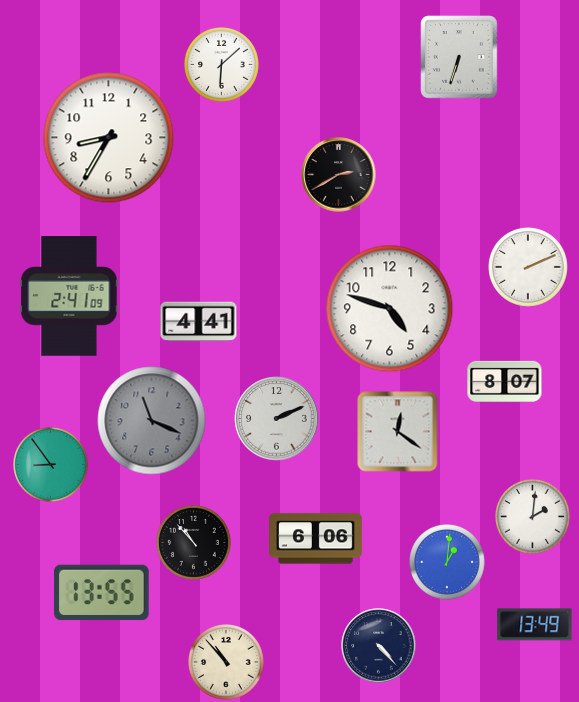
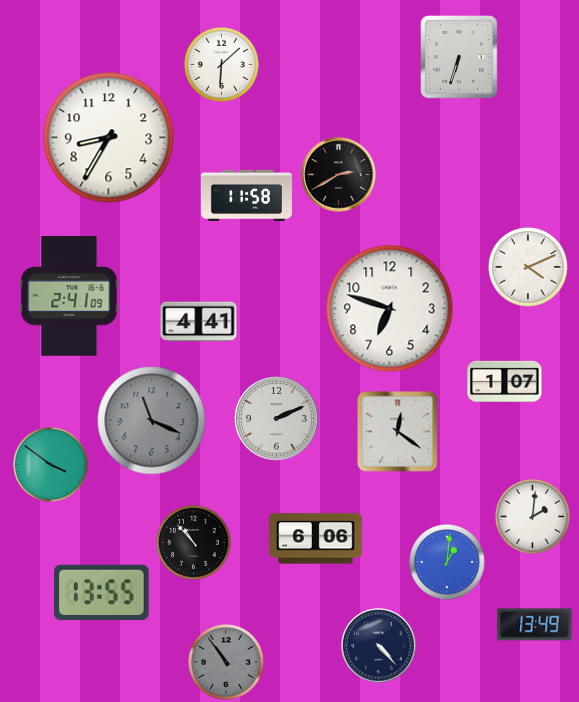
clock at (246, 195): none -> 11:58
clock at (528, 267): 2:11 -> 4:11
clock at (390, 309): 4:48 -> 6:48
clock at (505, 381): 8:07 -> 1:07
clock at (51, 465): 8:54 -> 3:51
clock at (227, 663): 10:53 -> 10:54
clock at (227, 663) dial: cream -> grey
